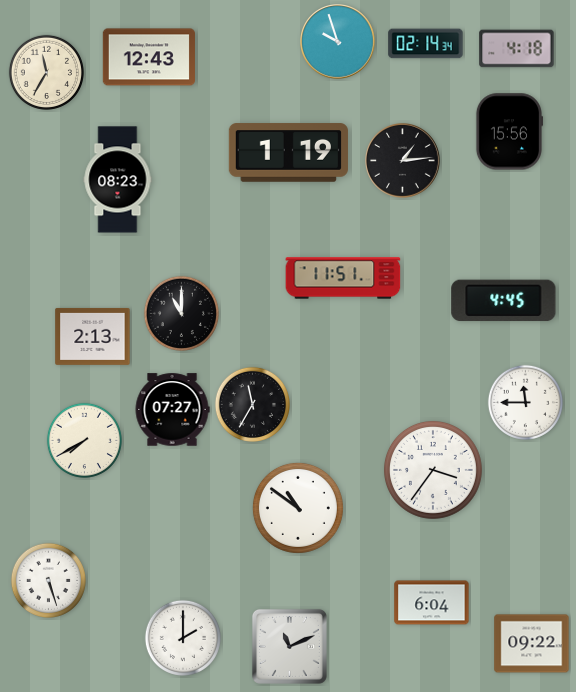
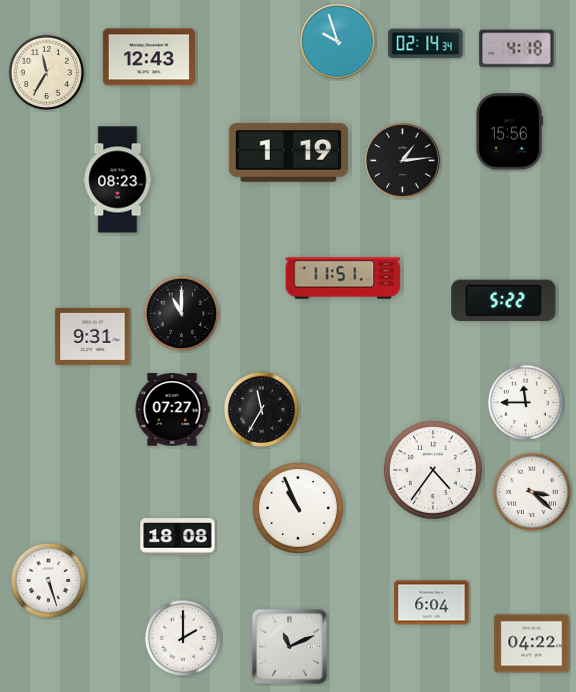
clock at (504, 301): 4:45 -> 5:22
clock at (93, 336): 2:13 -> 9:31
clock at (252, 404) position: (252, 404) -> (261, 409)
clock at (84, 440): 7:40 -> none
clock at (433, 470): 3:36 -> 4:36
clock at (532, 492): none -> 3:22
clock at (298, 508): 10:51 -> 10:56
clock at (178, 537): none -> 18:08
clock at (532, 644): 09:22 -> 04:22
